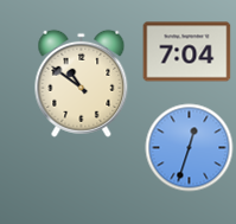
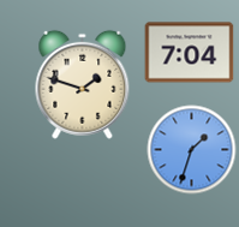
clock at (82, 83): 10:51 -> 1:48
clock at (190, 148): 12:33 -> 1:33
